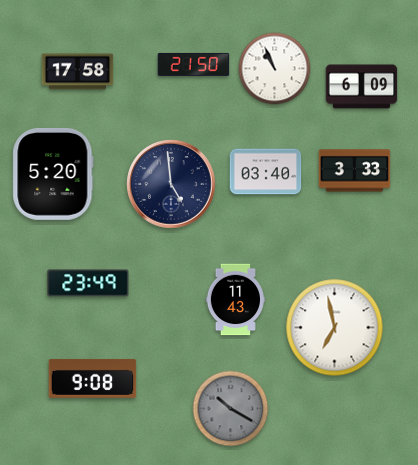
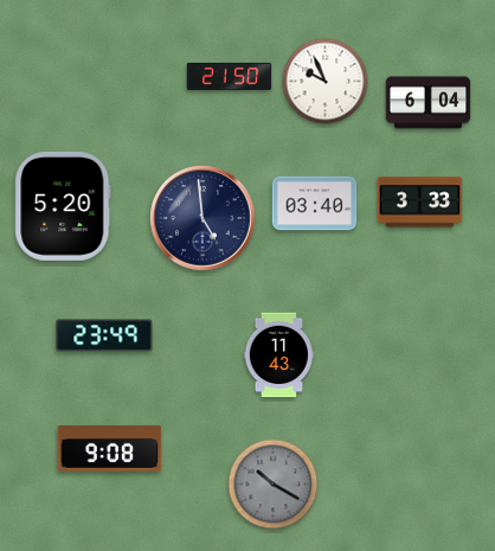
clock at (275, 69): 10:56 -> 9:56
clock at (78, 72): 17:58 -> none
clock at (362, 87): 6:09 -> 6:04
clock at (335, 328): 6:58 -> none
